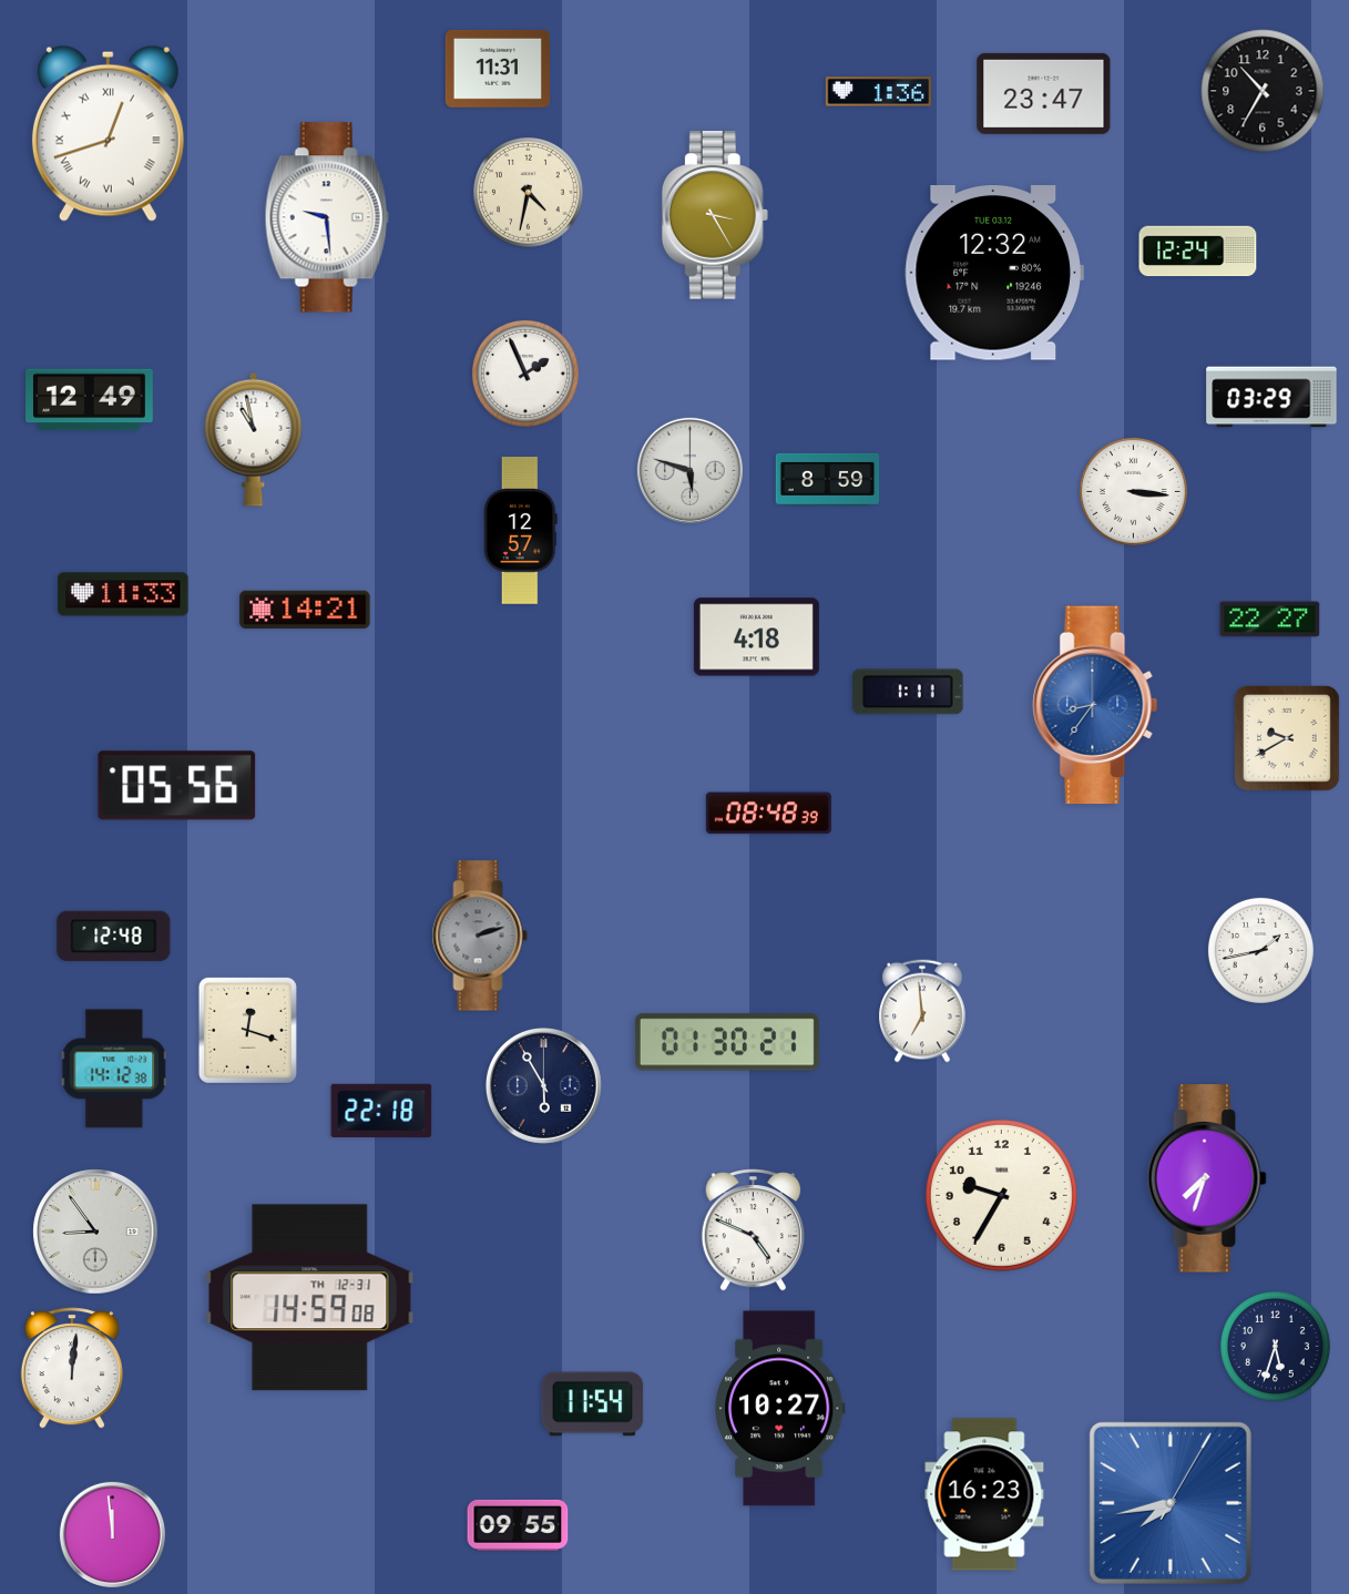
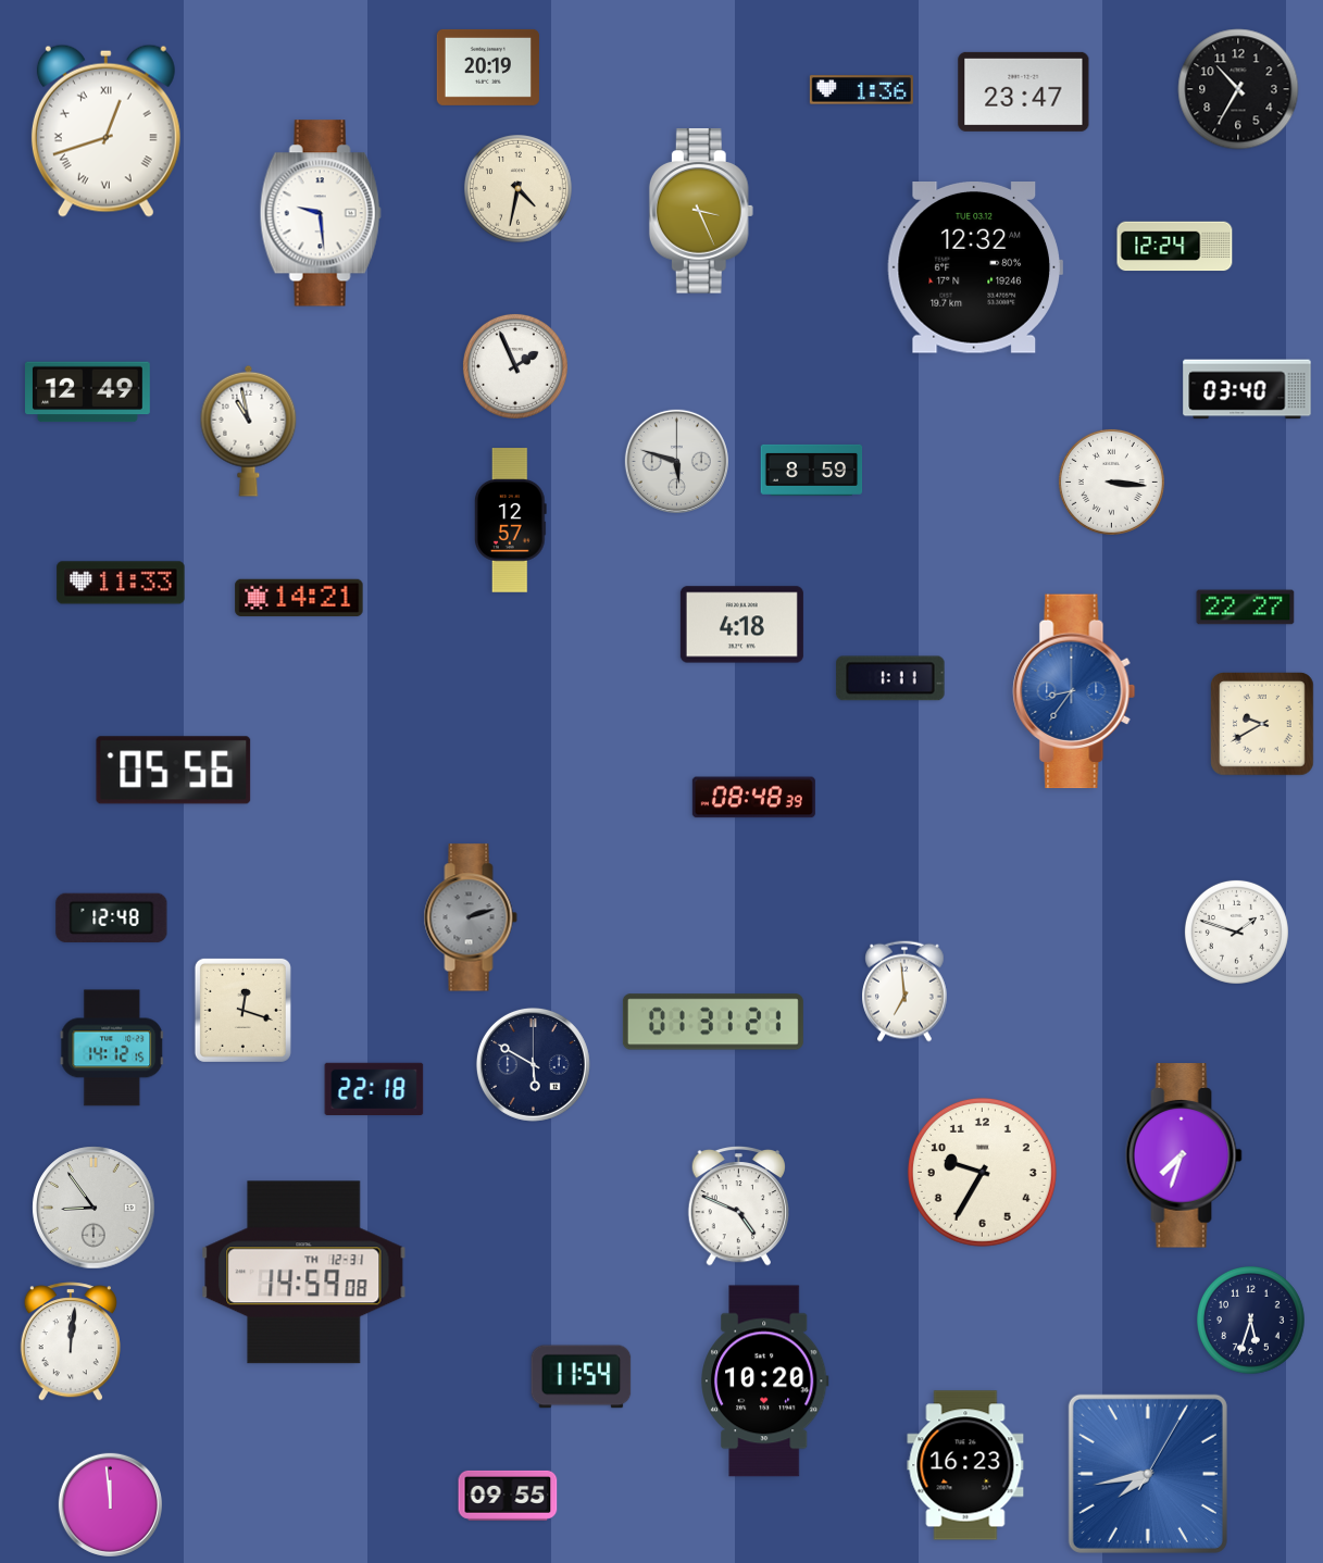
clock at (498, 69): 11:31 -> 20:19
clock at (715, 215): 3:25 -> 3:26
clock at (1271, 397): 03:29 -> 03:40
clock at (1260, 950): 1:43 -> 1:48
clock at (727, 1042): 01:30 -> 01:31
clock at (114, 1069): 14:12:38 -> 14:12:15
clock at (543, 1085): 5:55 -> 5:50
clock at (780, 1409): 10:27 -> 10:20
